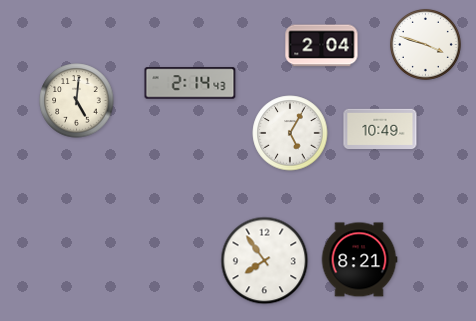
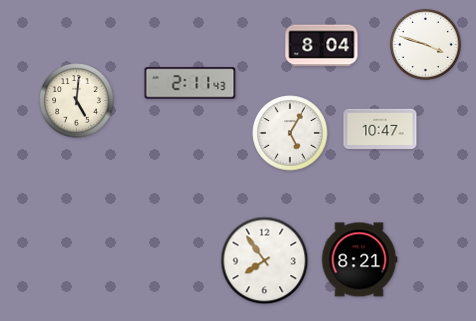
clock at (322, 46): 2:04 -> 8:04
clock at (190, 83): 2:14 -> 2:11
clock at (380, 129): 10:49 -> 10:47
